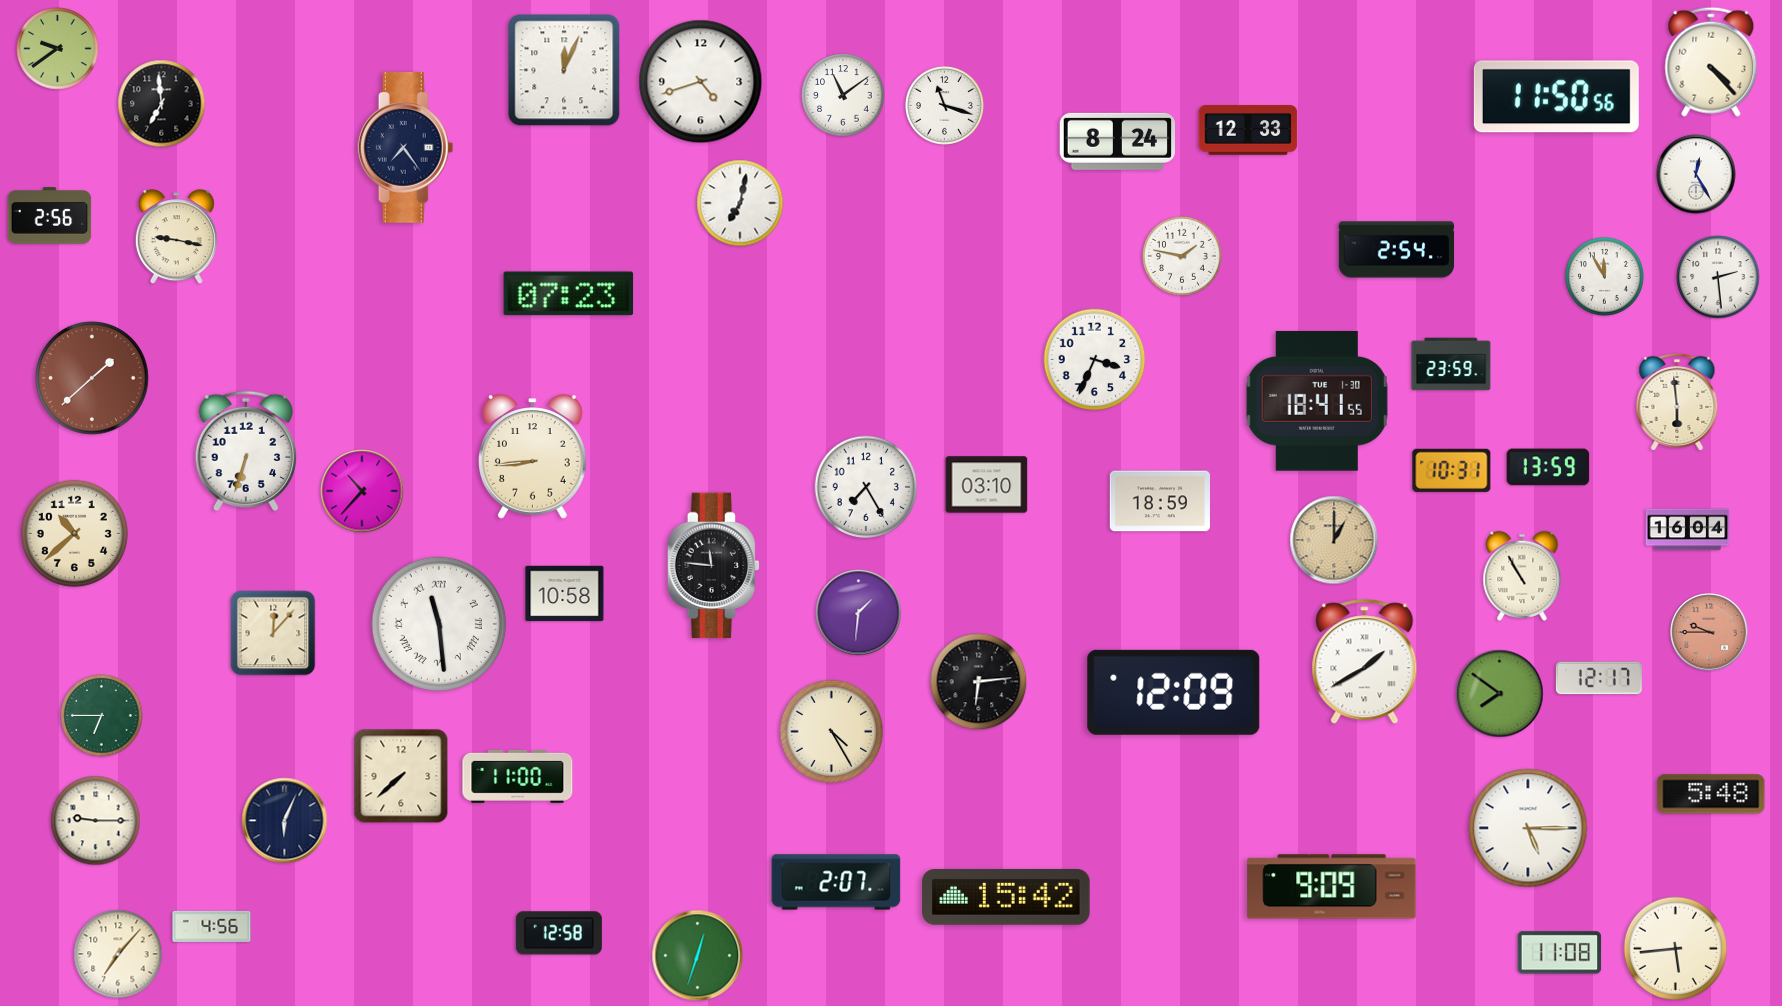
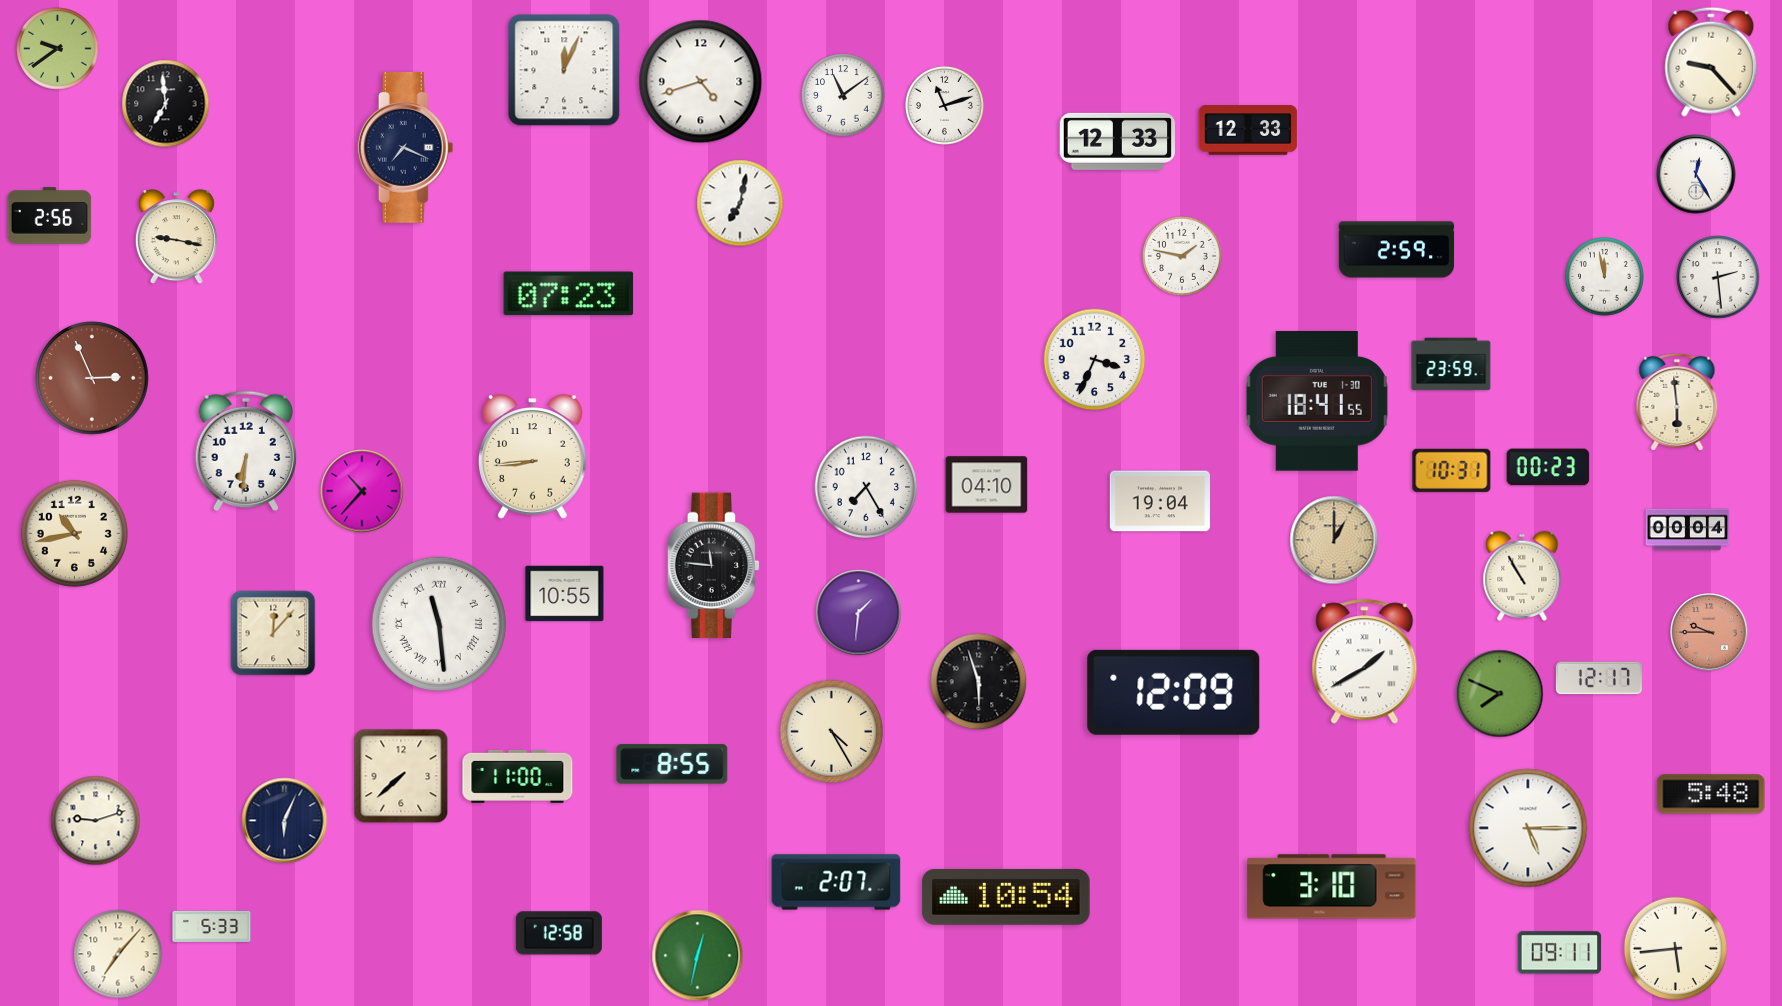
clock at (1711, 62): 4:23 -> 9:23
clock at (1556, 97): 11:50 -> none
clock at (162, 104) position: (162, 104) -> (166, 104)
clock at (944, 105): 11:18 -> 11:12
clock at (1117, 141): 8:24 -> 12:33
clock at (406, 148): 7:24 -> 7:19
clock at (1397, 250): 2:54 -> 2:59
clock at (1604, 276): 11:55 -> 11:58
clock at (92, 378): 1:38 -> 2:56
clock at (245, 451): 6:33 -> 6:31
clock at (1548, 467): 13:59 -> 00:23
clock at (987, 485): 03:10 -> 04:10
clock at (1160, 501): 18:59 -> 19:04
clock at (1688, 530): 16:04 -> 00:04
clock at (74, 533): 10:38 -> 10:43
clock at (565, 594): 10:58 -> 10:55
clock at (979, 682): 6:14 -> 5:57
clock at (1500, 694): 7:51 -> 7:49
clock at (102, 716): 6:45 -> none
clock at (672, 764): none -> 8:55
clock at (96, 821): 9:15 -> 9:12
clock at (1332, 887): 9:09 -> 3:10
clock at (1006, 897): 15:42 -> 10:54
clock at (212, 926): 4:56 -> 5:33
clock at (1560, 953): 11:08 -> 09:11
clock at (698, 956): 12:33 -> 12:32
